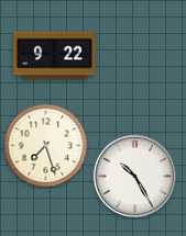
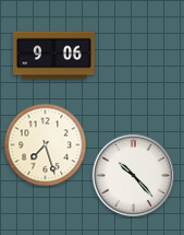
clock at (55, 56): 9:22 -> 9:06
clock at (134, 176): 10:25 -> 10:23
